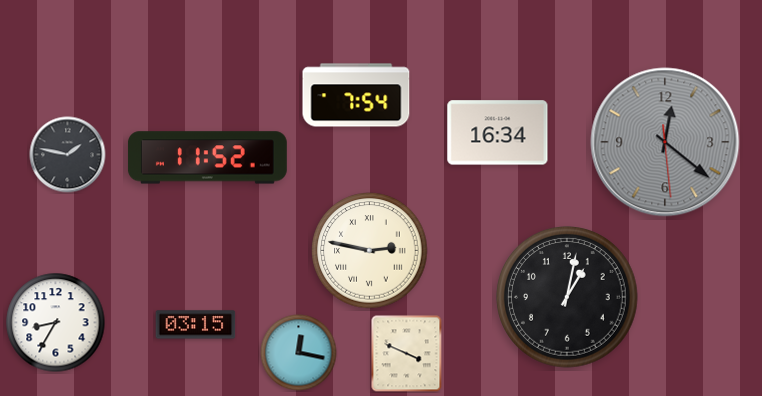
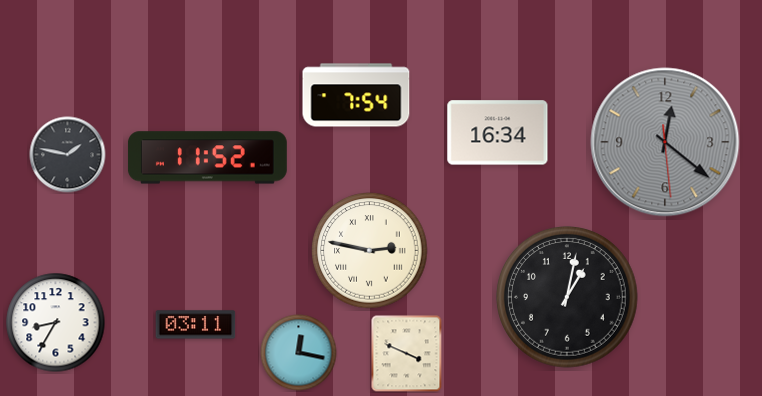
clock at (196, 325): 03:15 -> 03:11
